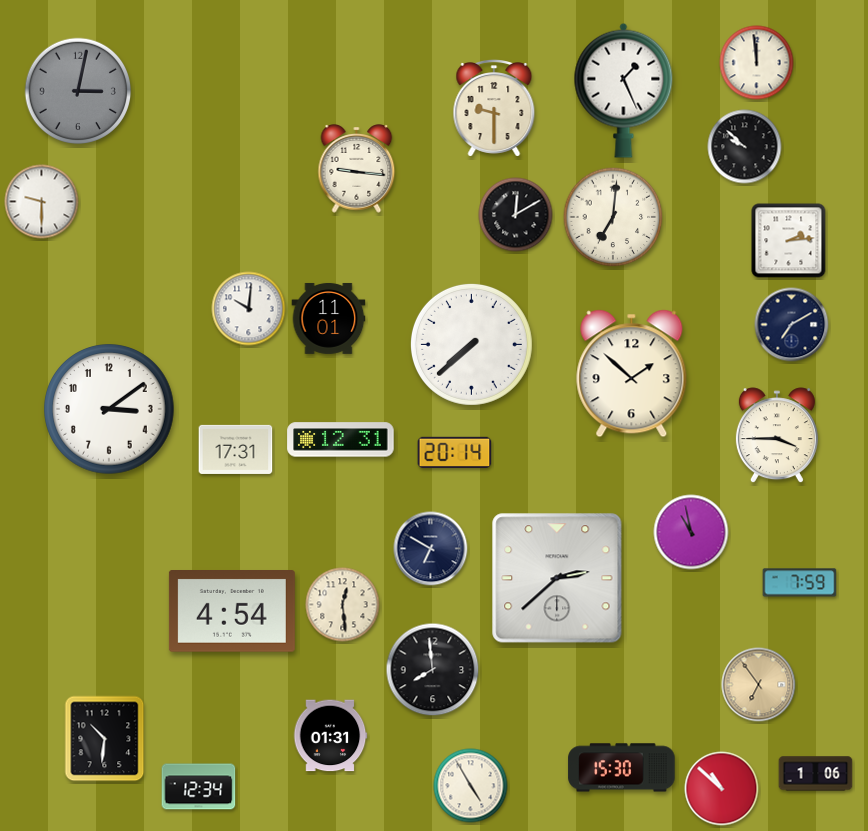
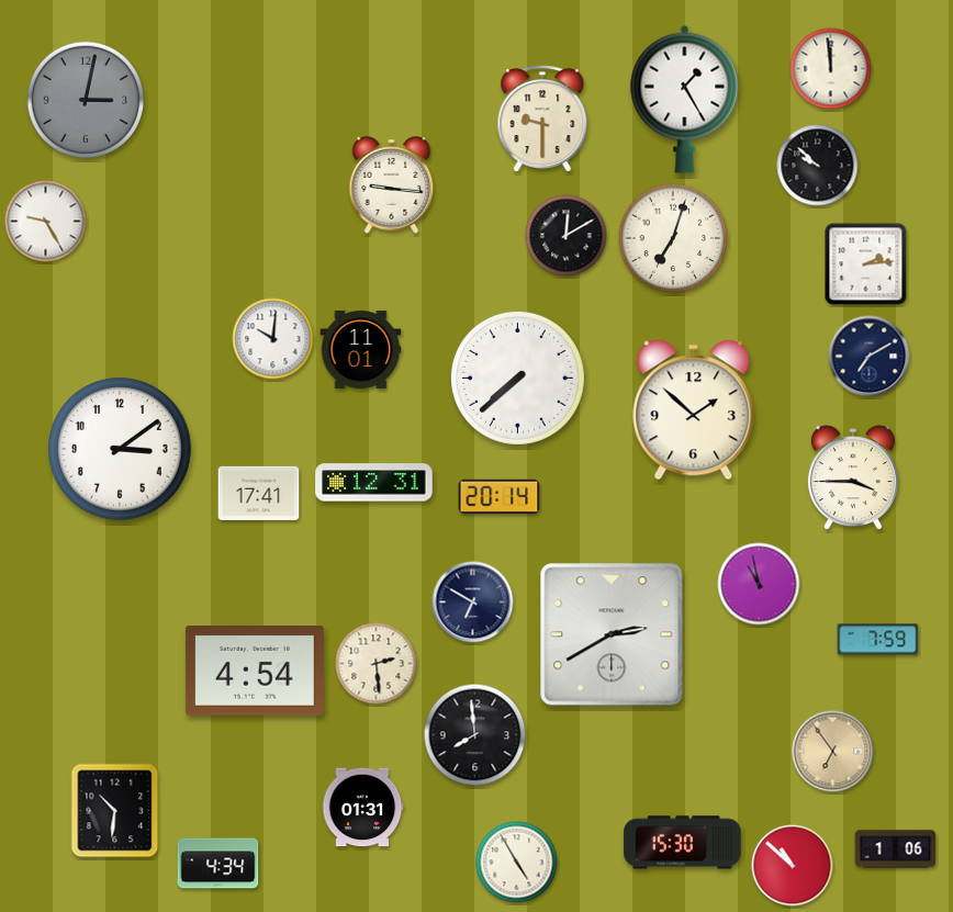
clock at (624, 90): 1:26 -> 1:25
clock at (745, 147) position: (745, 147) -> (818, 166)
clock at (42, 202): 9:30 -> 9:25
clock at (613, 217): 7:01 -> 7:03
clock at (236, 449): 17:31 -> 17:41
clock at (557, 578): 2:38 -> 2:40
clock at (343, 605): 12:29 -> 2:29
clock at (199, 787): 12:34 -> 4:34
